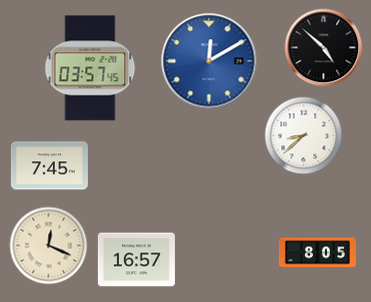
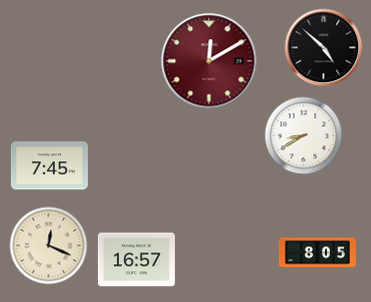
clock at (209, 61) dial: blue -> burgundy
clock at (90, 68): 03:57 -> none
clock at (303, 135): 8:38 -> 8:40
